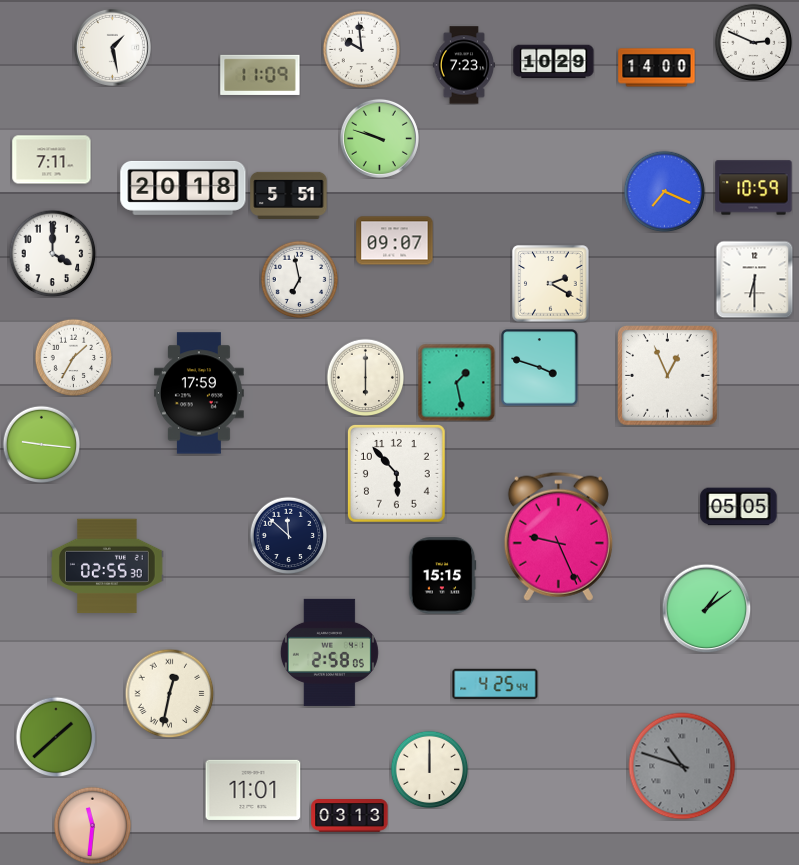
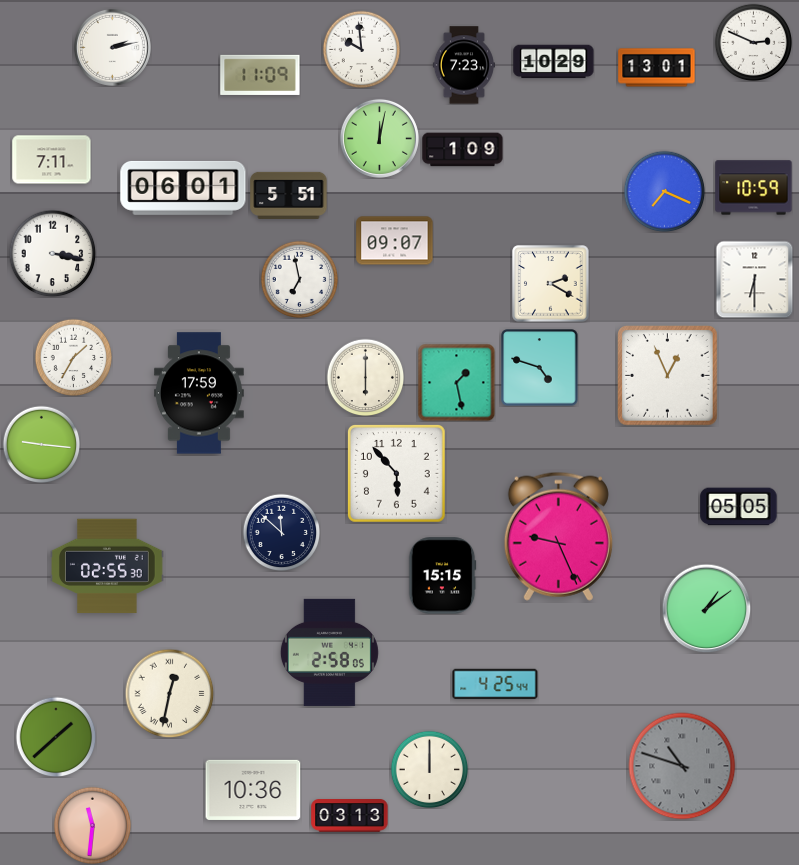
clock at (112, 47): 1:28 -> 2:13
clock at (657, 68): 14:00 -> 13:01
clock at (379, 138): 9:48 -> 12:02
clock at (463, 150): none -> 1:09
clock at (183, 188): 20:18 -> 06:01
clock at (52, 253): 4:00 -> 3:17
clock at (540, 368): 3:48 -> 4:48
clock at (288, 535) position: (288, 535) -> (281, 532)
clock at (253, 790): 11:01 -> 10:36
